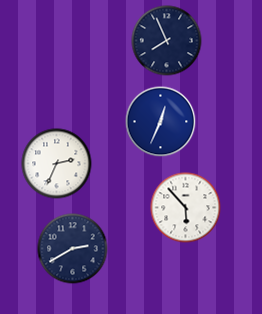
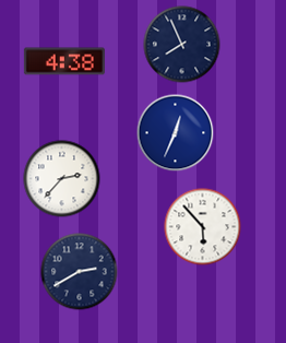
clock at (64, 61): none -> 4:38
clock at (57, 164): 2:34 -> 2:37
